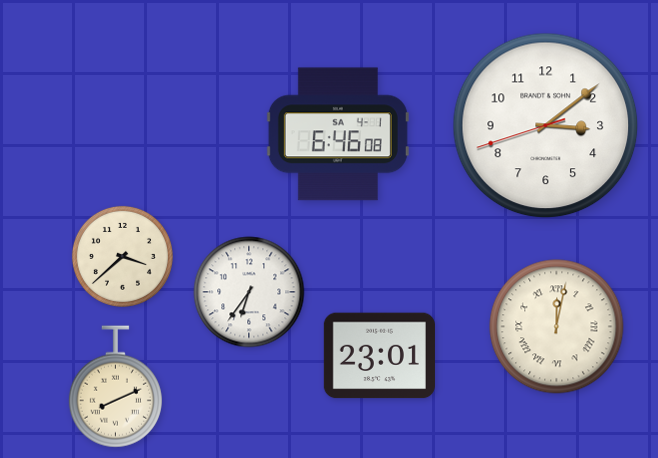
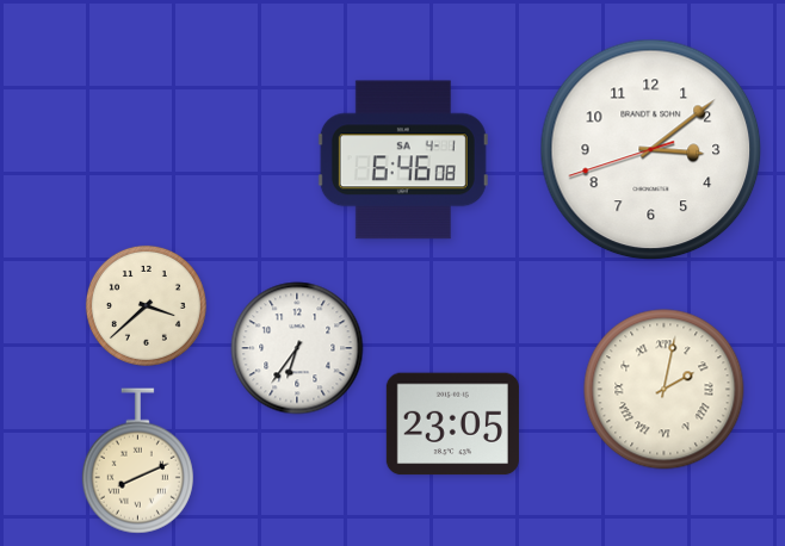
clock at (557, 327): 12:02 -> 2:02
clock at (379, 356): 23:01 -> 23:05
